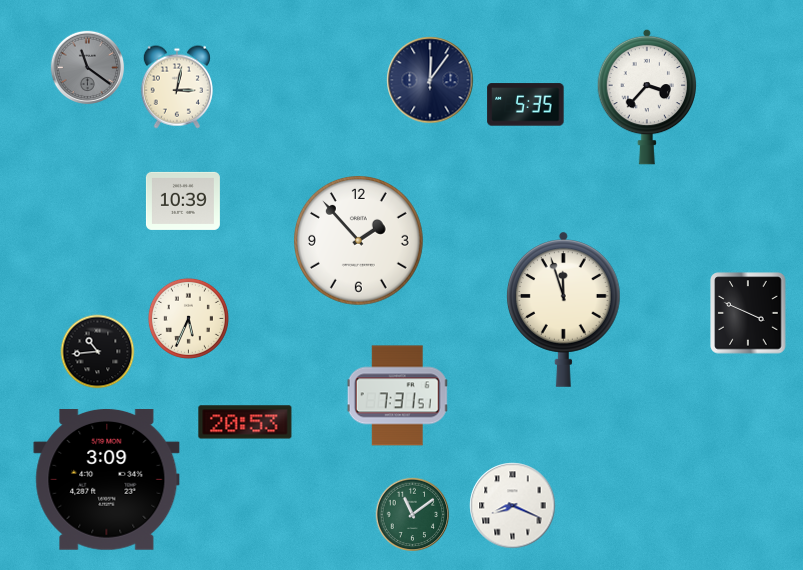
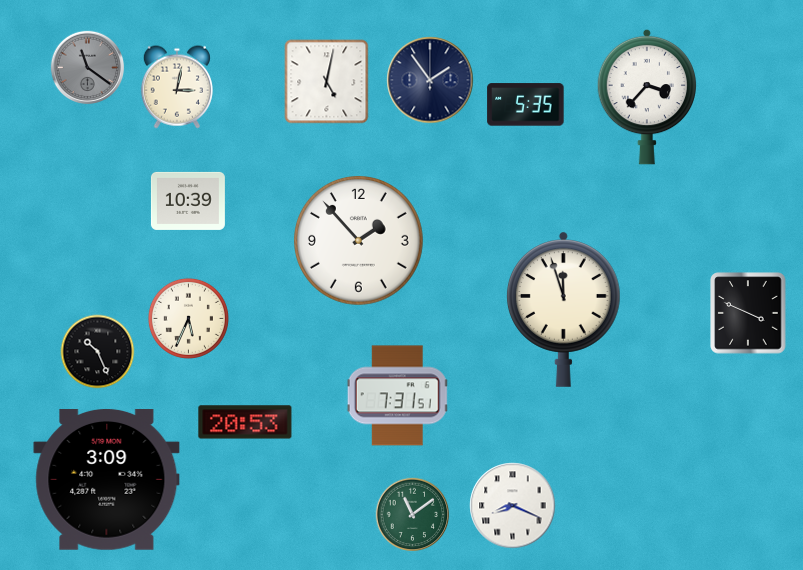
clock at (430, 80): 12:06 -> 1:54
clock at (327, 82): none -> 5:02
clock at (183, 201) position: (183, 201) -> (188, 201)
clock at (98, 352): 10:44 -> 10:26
